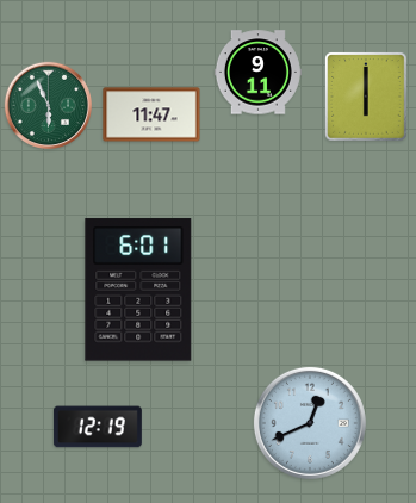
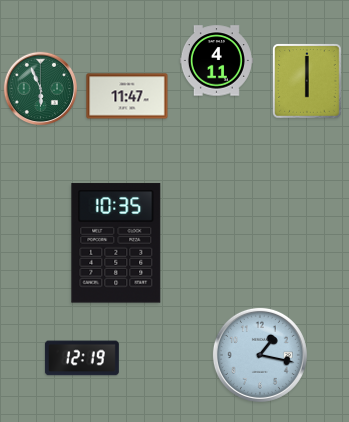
clock at (257, 73): 9:11 -> 4:11
clock at (138, 290): 6:01 -> 10:35
clock at (310, 423): 12:41 -> 1:17
